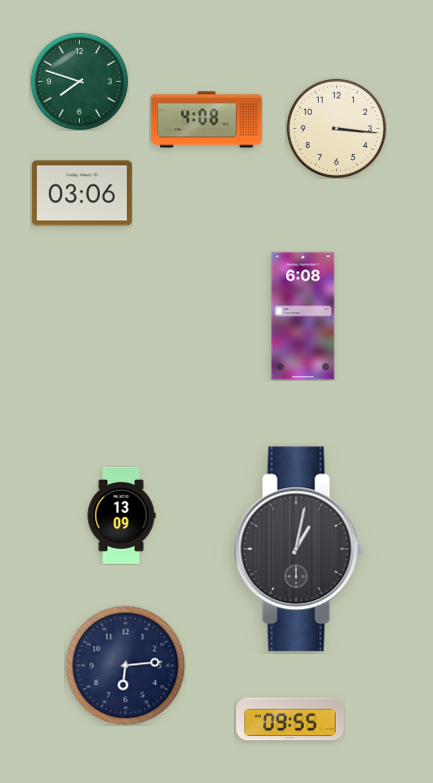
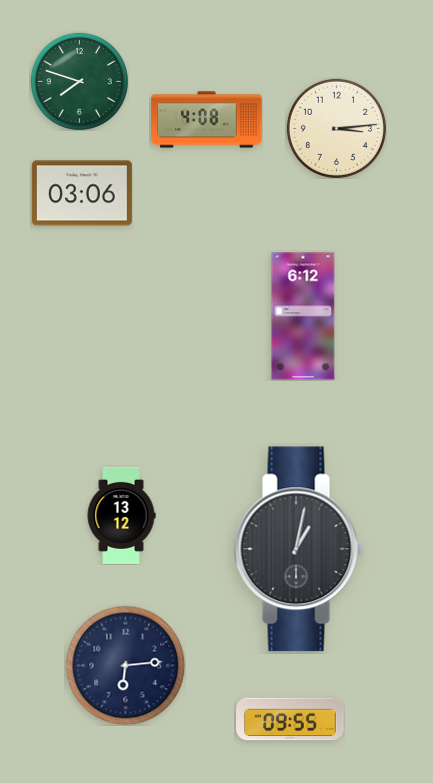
clock at (336, 128): 3:16 -> 3:14
clock at (303, 316): 6:08 -> 6:12
clock at (121, 515): 13:09 -> 13:12
